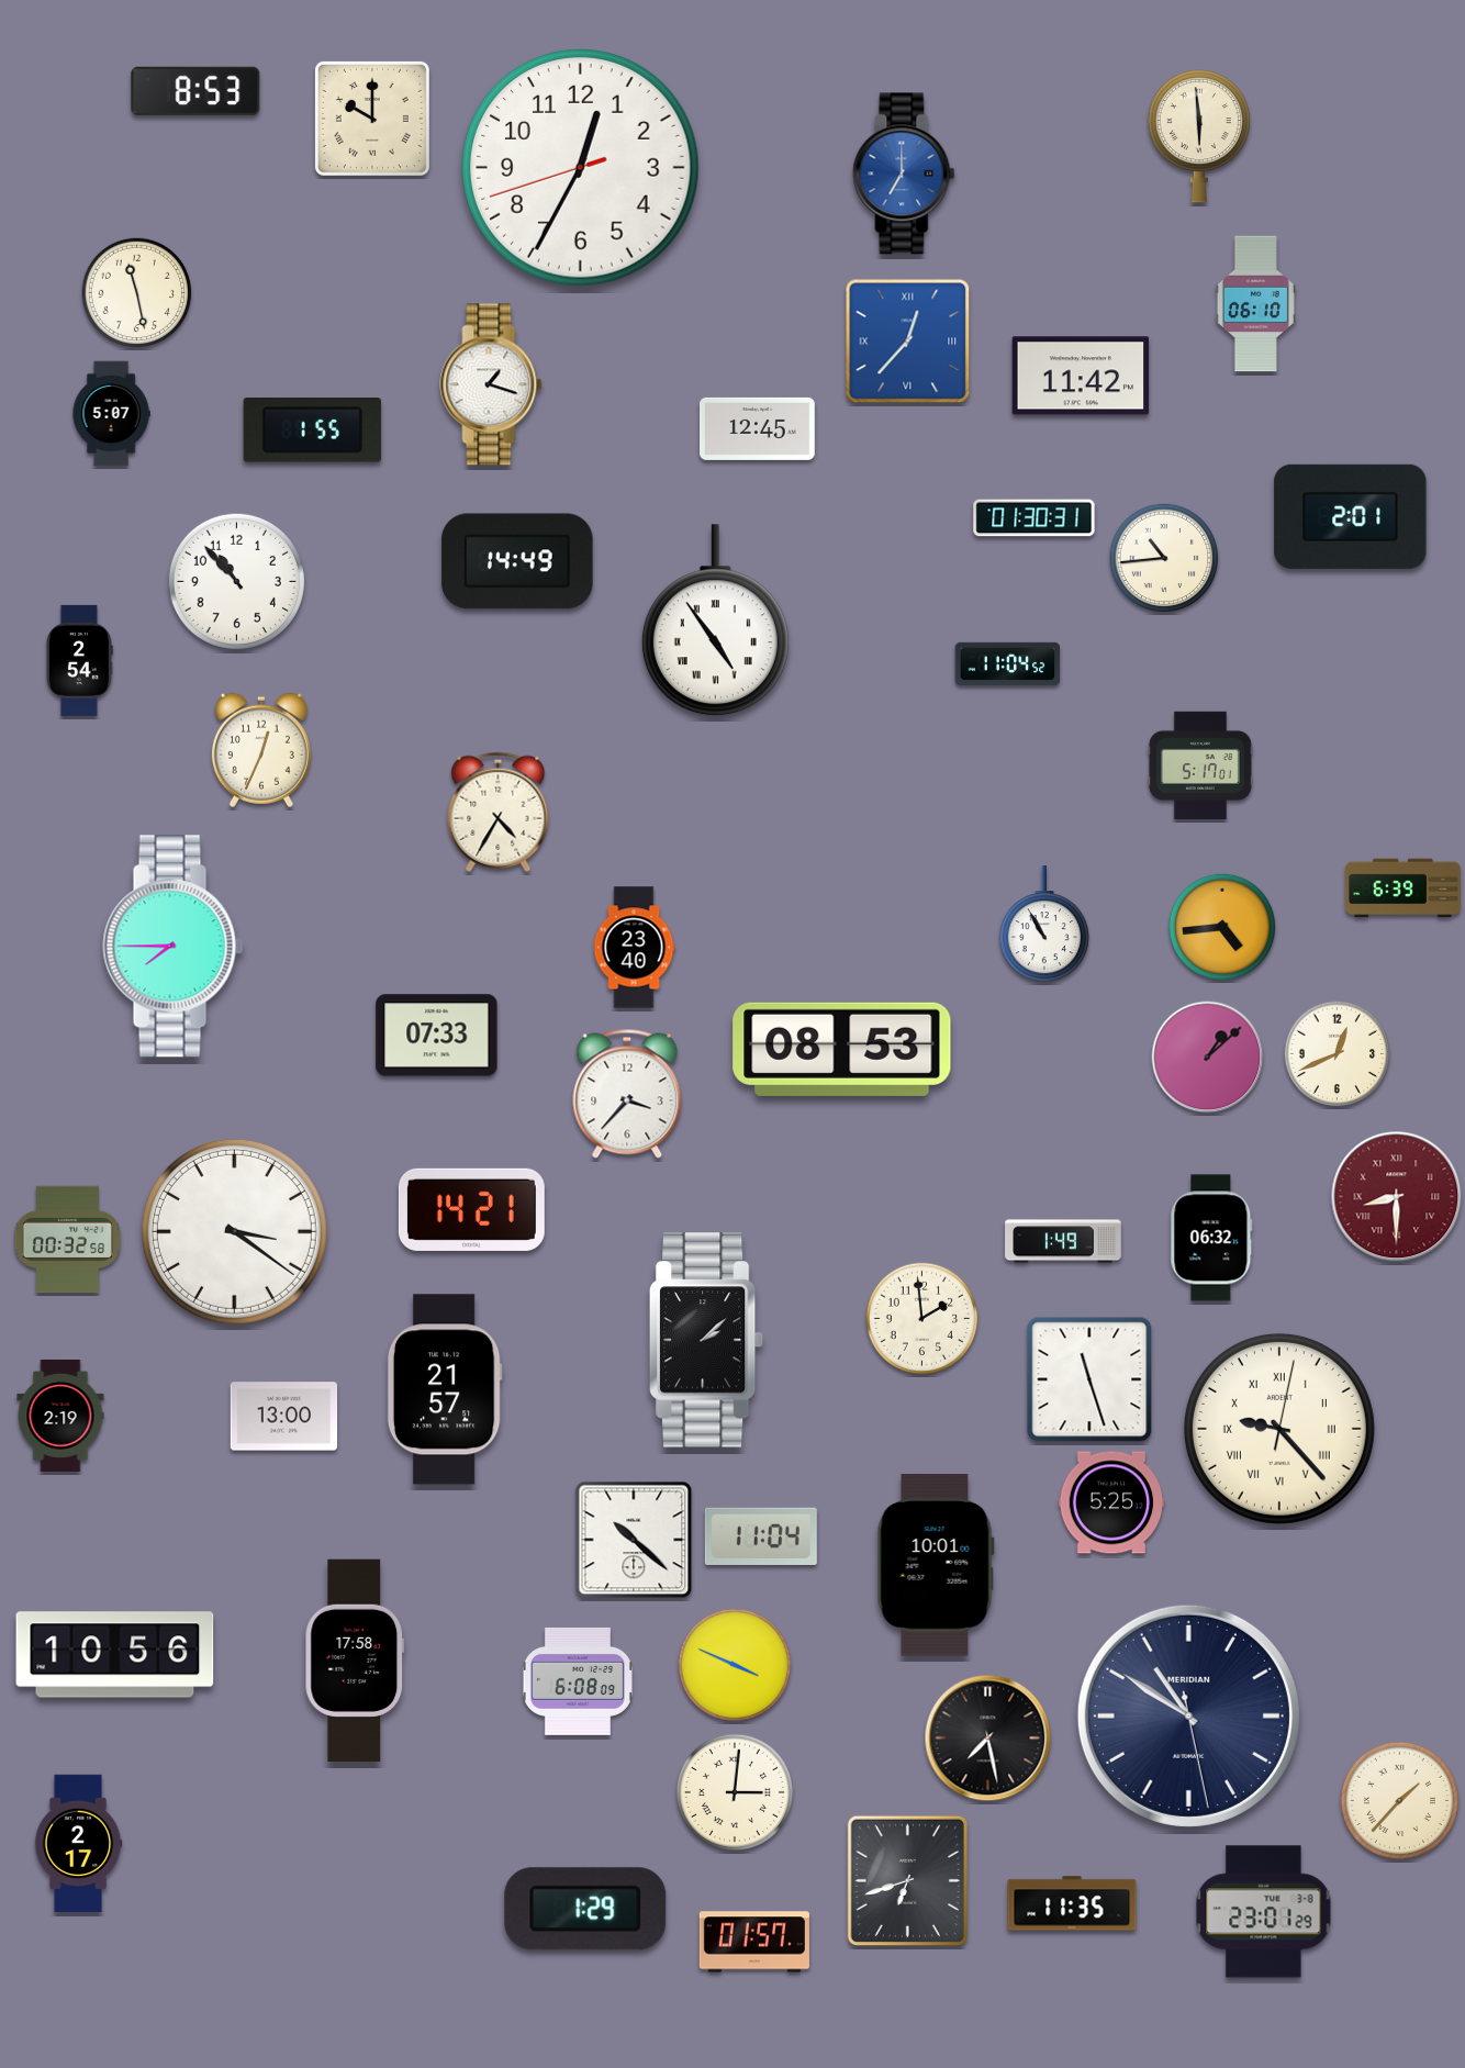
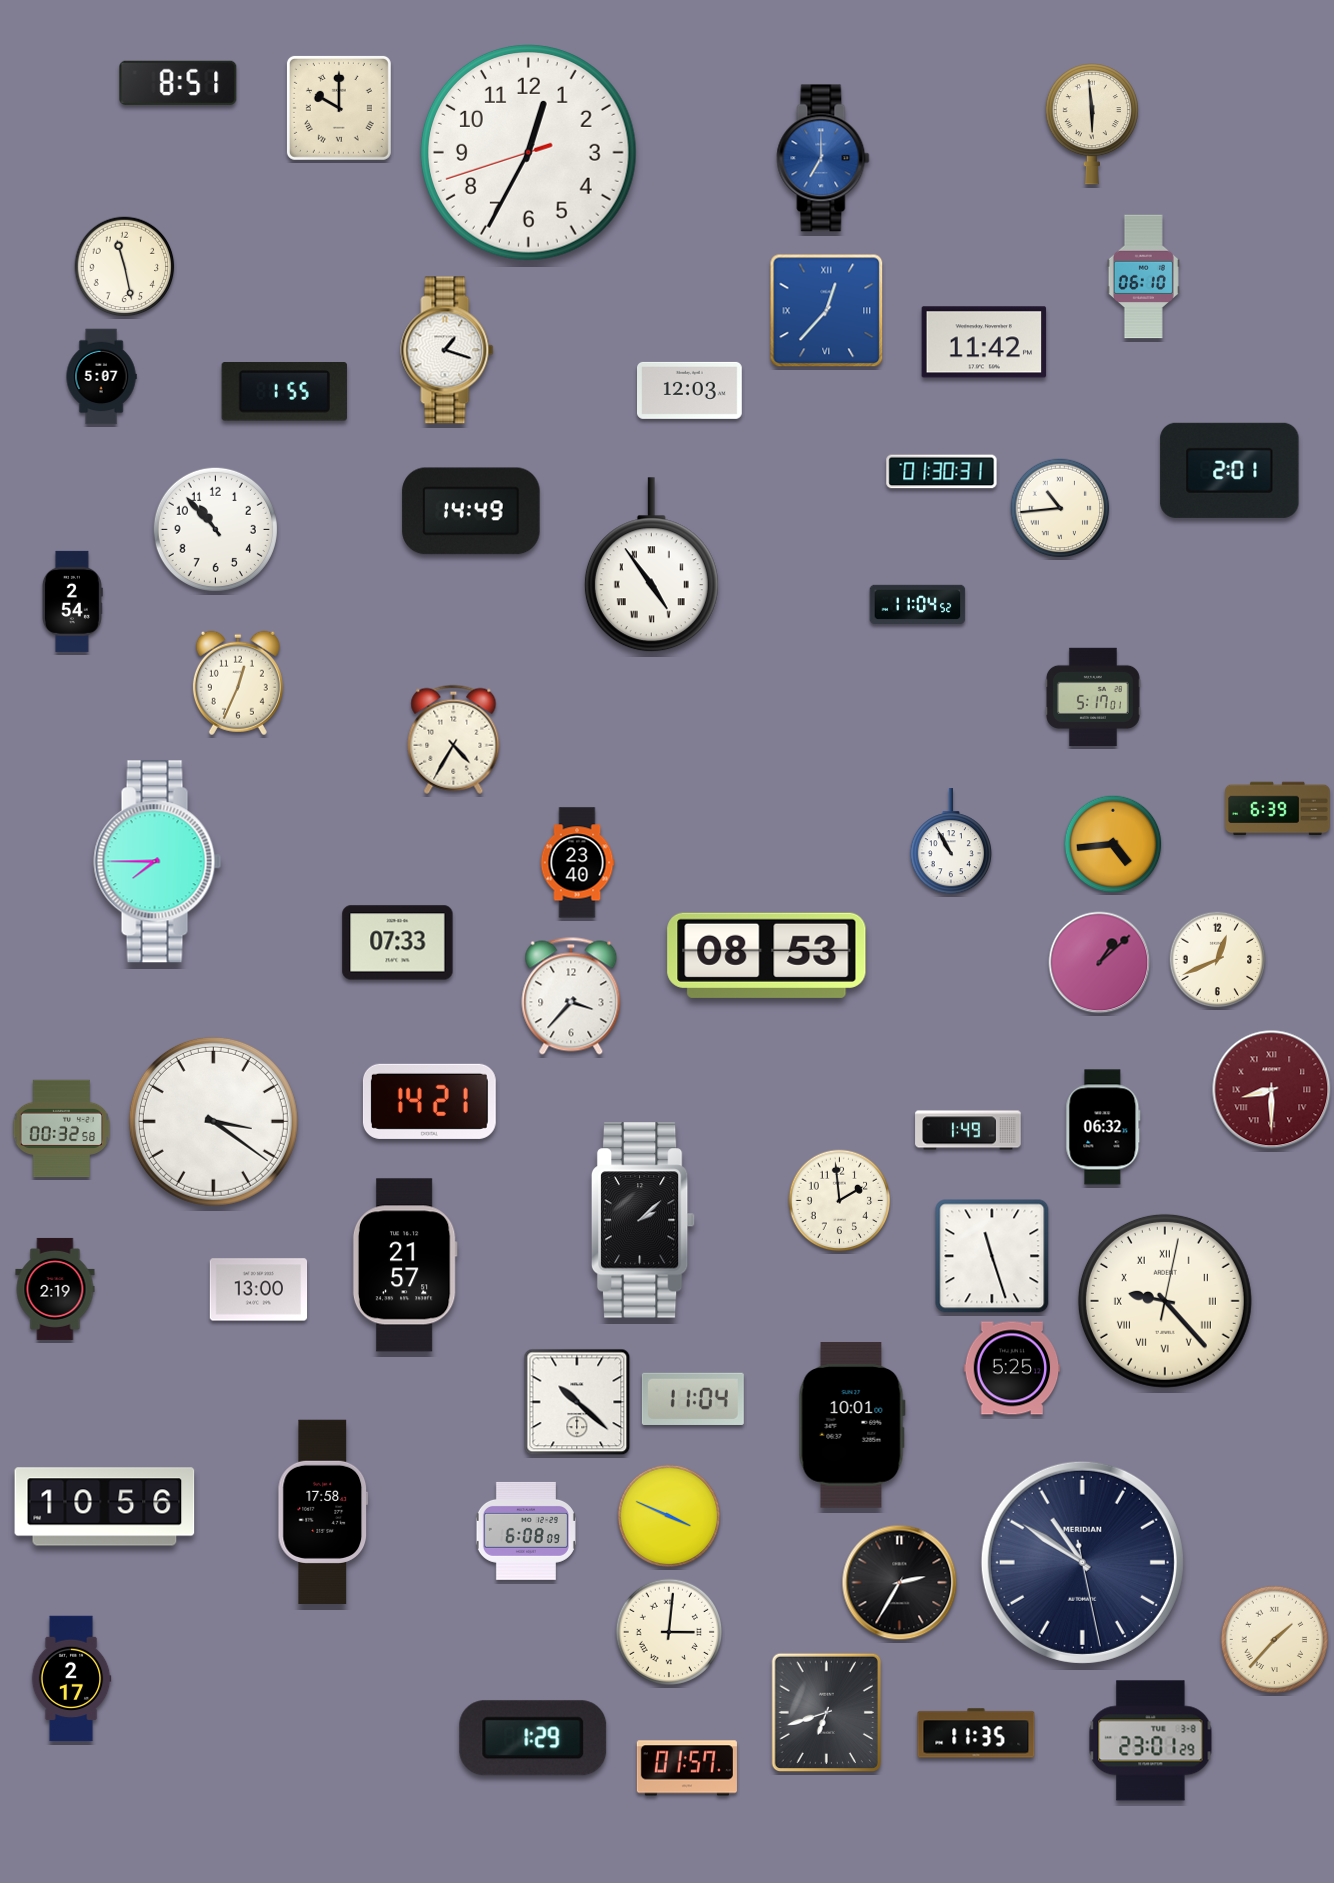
clock at (195, 91): 8:53 -> 8:51
clock at (758, 428): 12:45 -> 12:03
clock at (988, 1739): 7:28 -> 2:35
